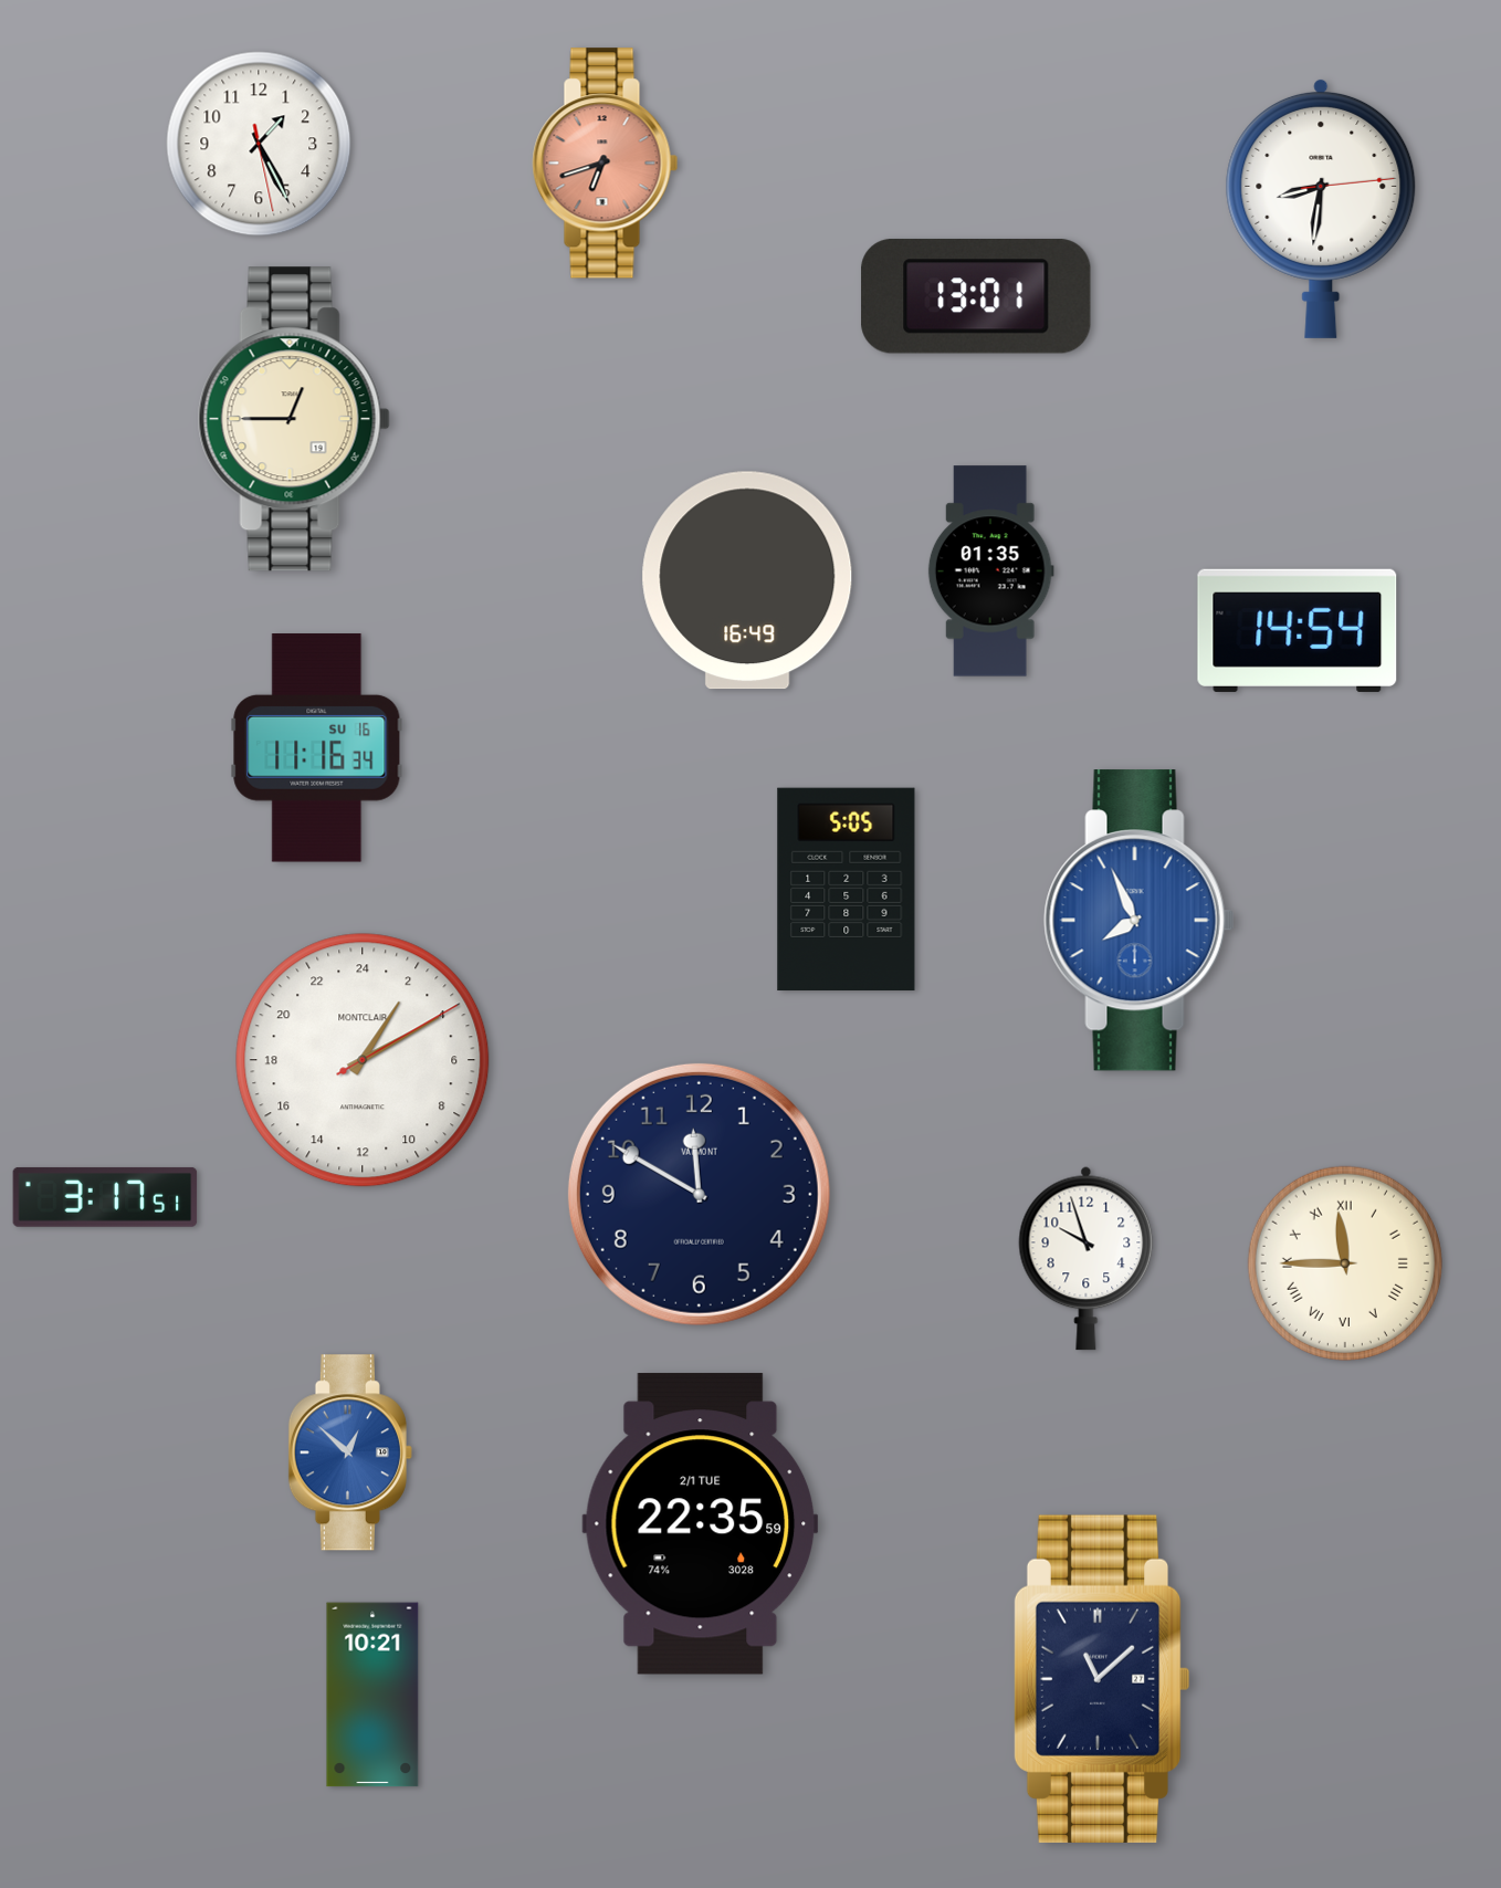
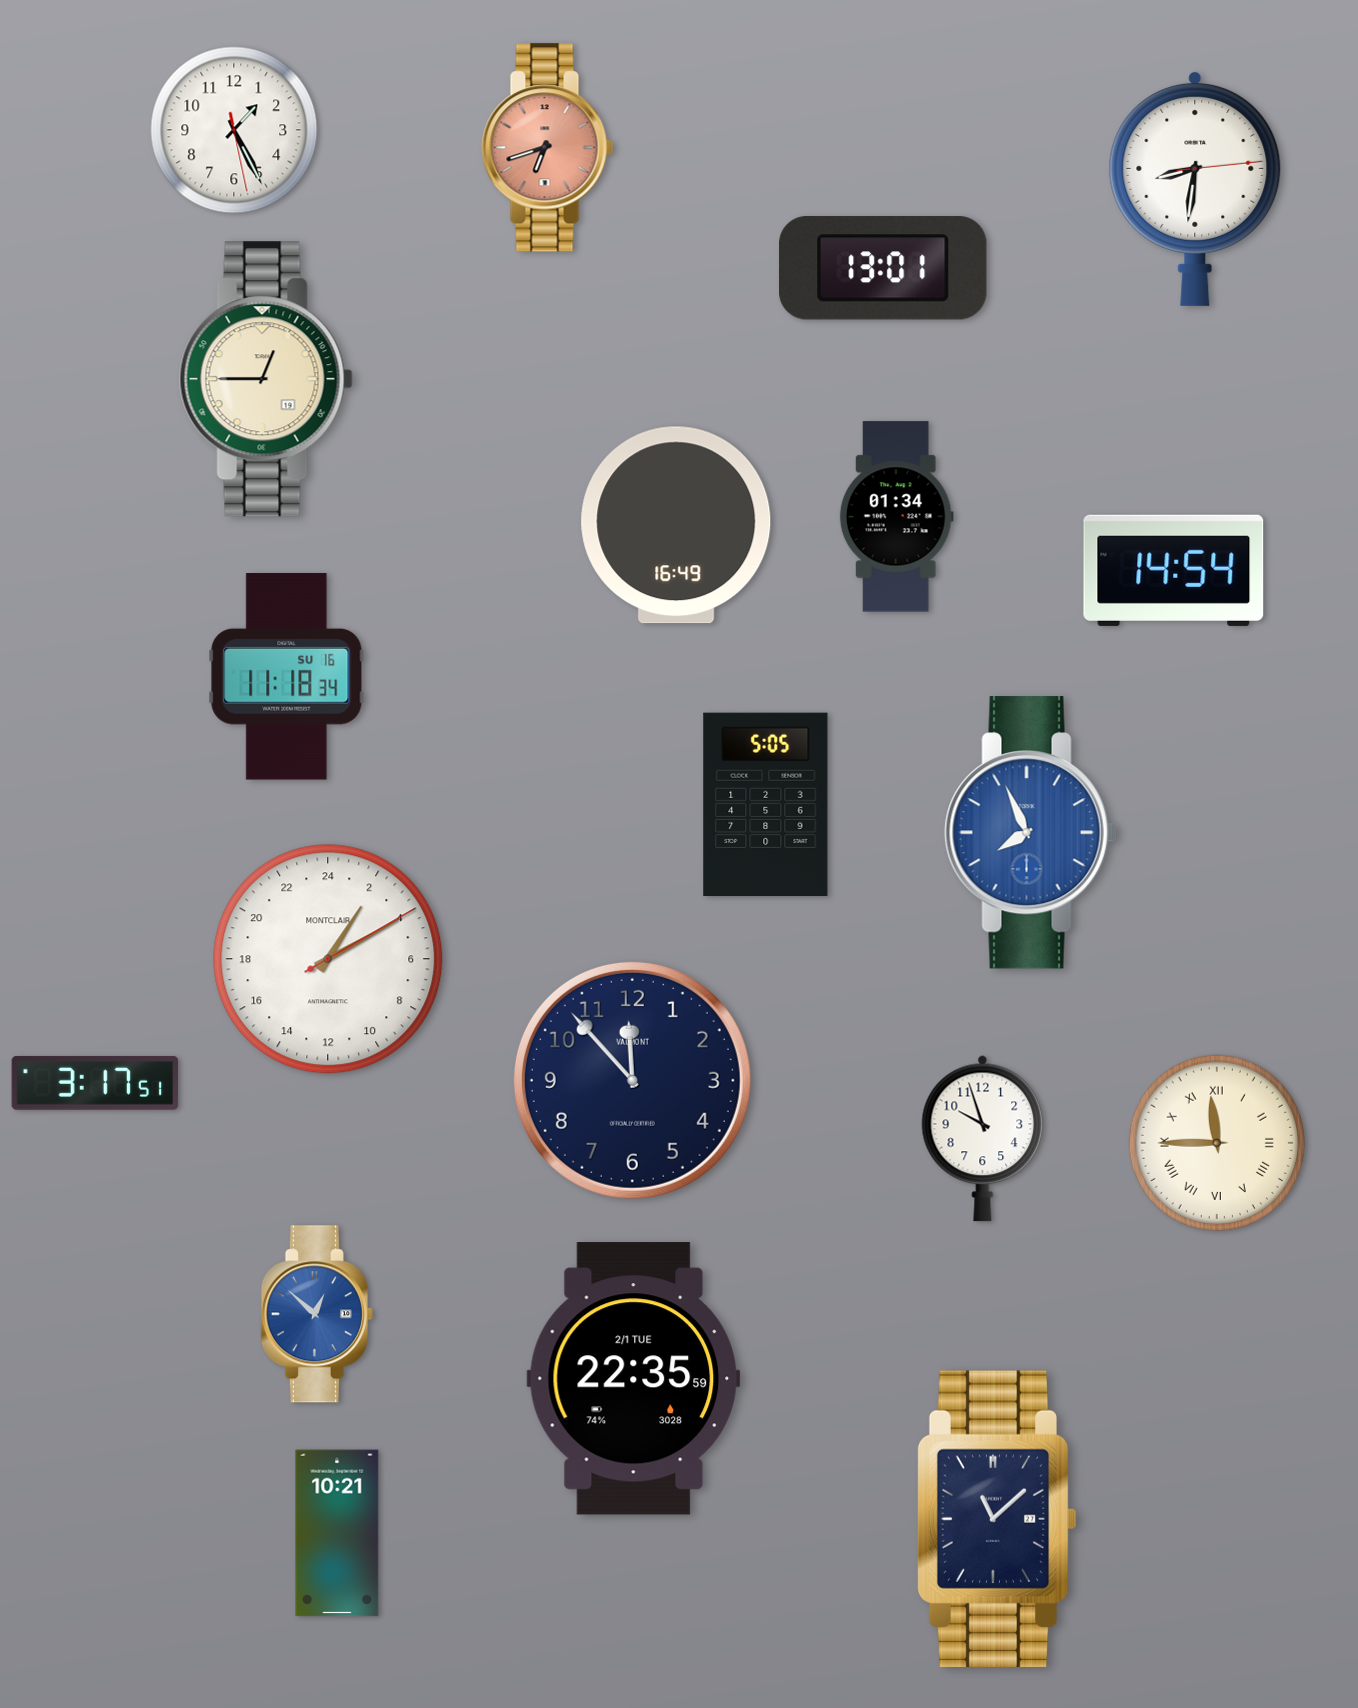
clock at (990, 571): 01:35 -> 01:34
clock at (317, 748): 11:16 -> 11:18
clock at (699, 1194): 11:50 -> 11:53
